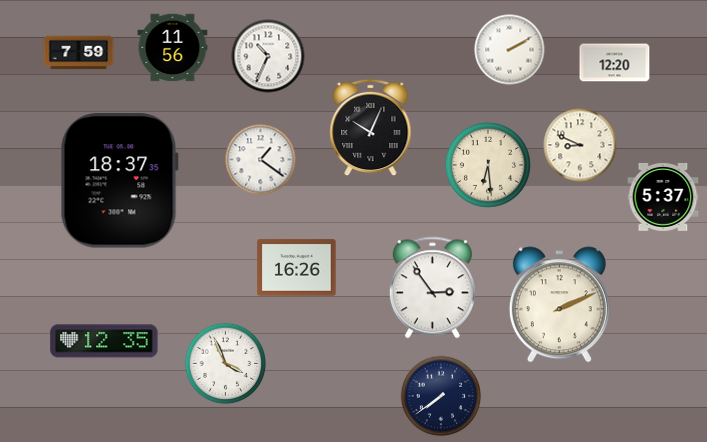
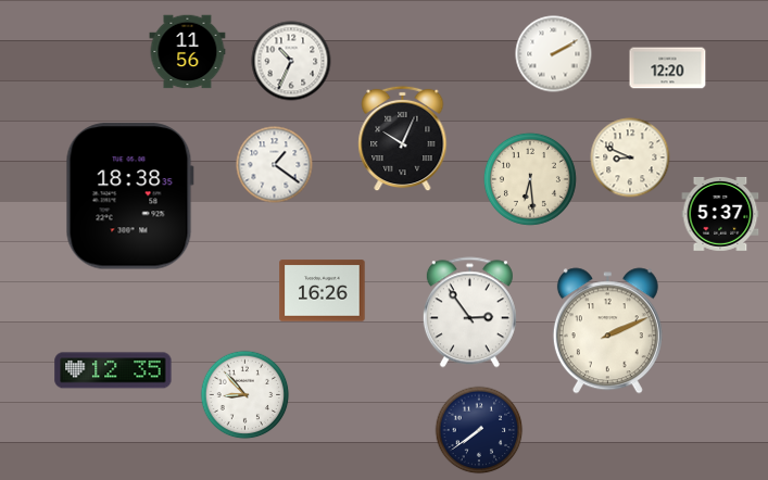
clock at (79, 53): 7:59 -> none
clock at (261, 160) position: (261, 160) -> (275, 165)
clock at (119, 181): 18:37 -> 18:38
clock at (226, 364): 3:56 -> 8:53
